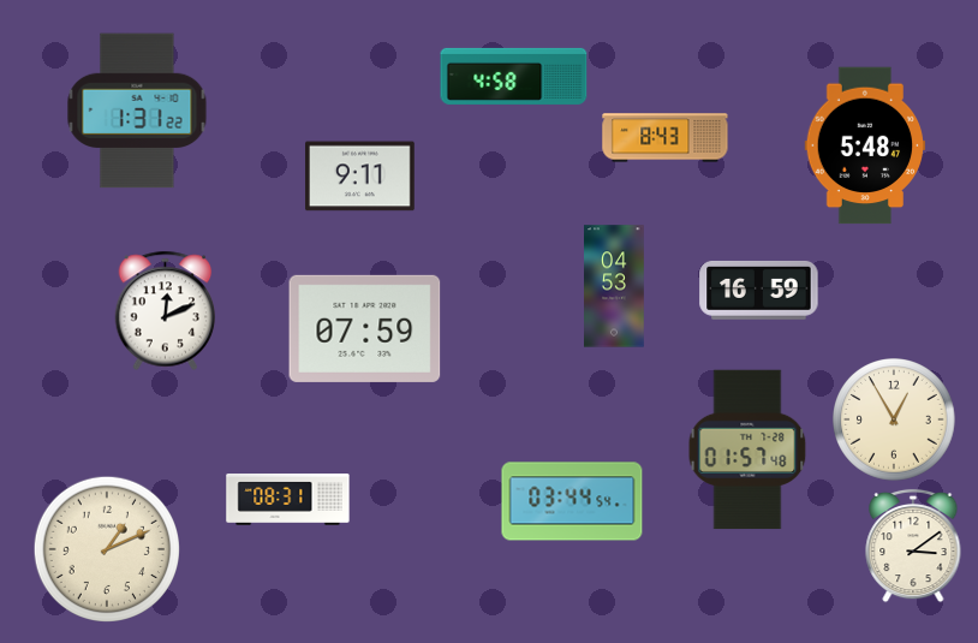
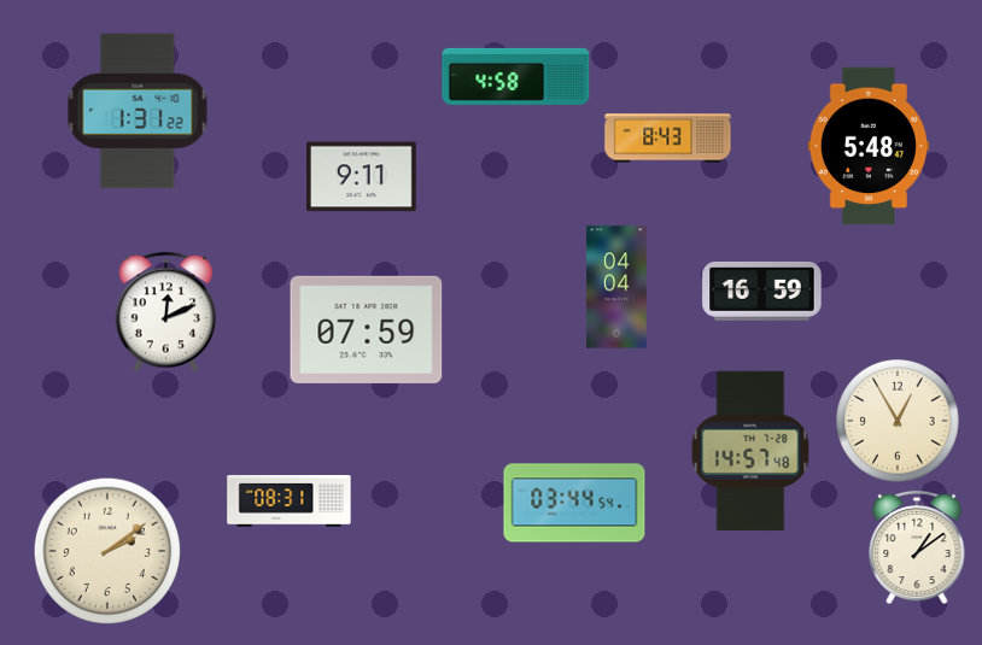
clock at (614, 286): 04:53 -> 04:04
clock at (747, 449): 01:57 -> 14:57
clock at (913, 546): 3:09 -> 1:09
clock at (106, 548): 1:11 -> 2:09
